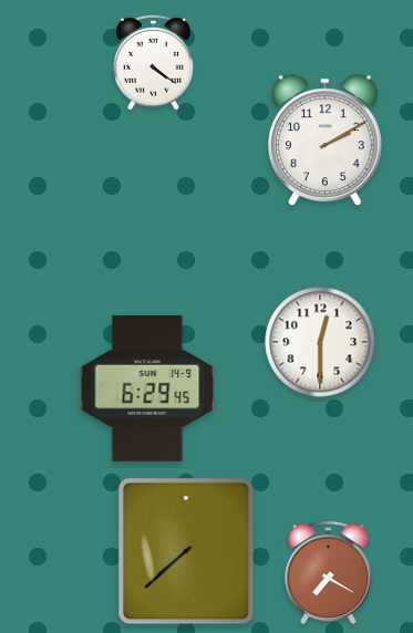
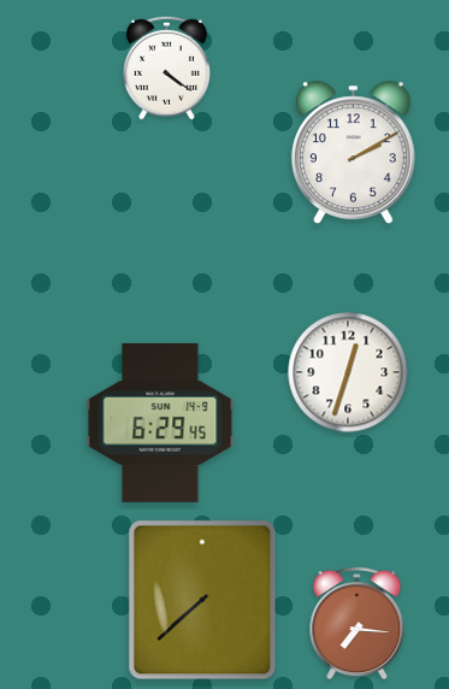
clock at (320, 342): 12:30 -> 12:33
clock at (329, 573): 7:20 -> 7:16
